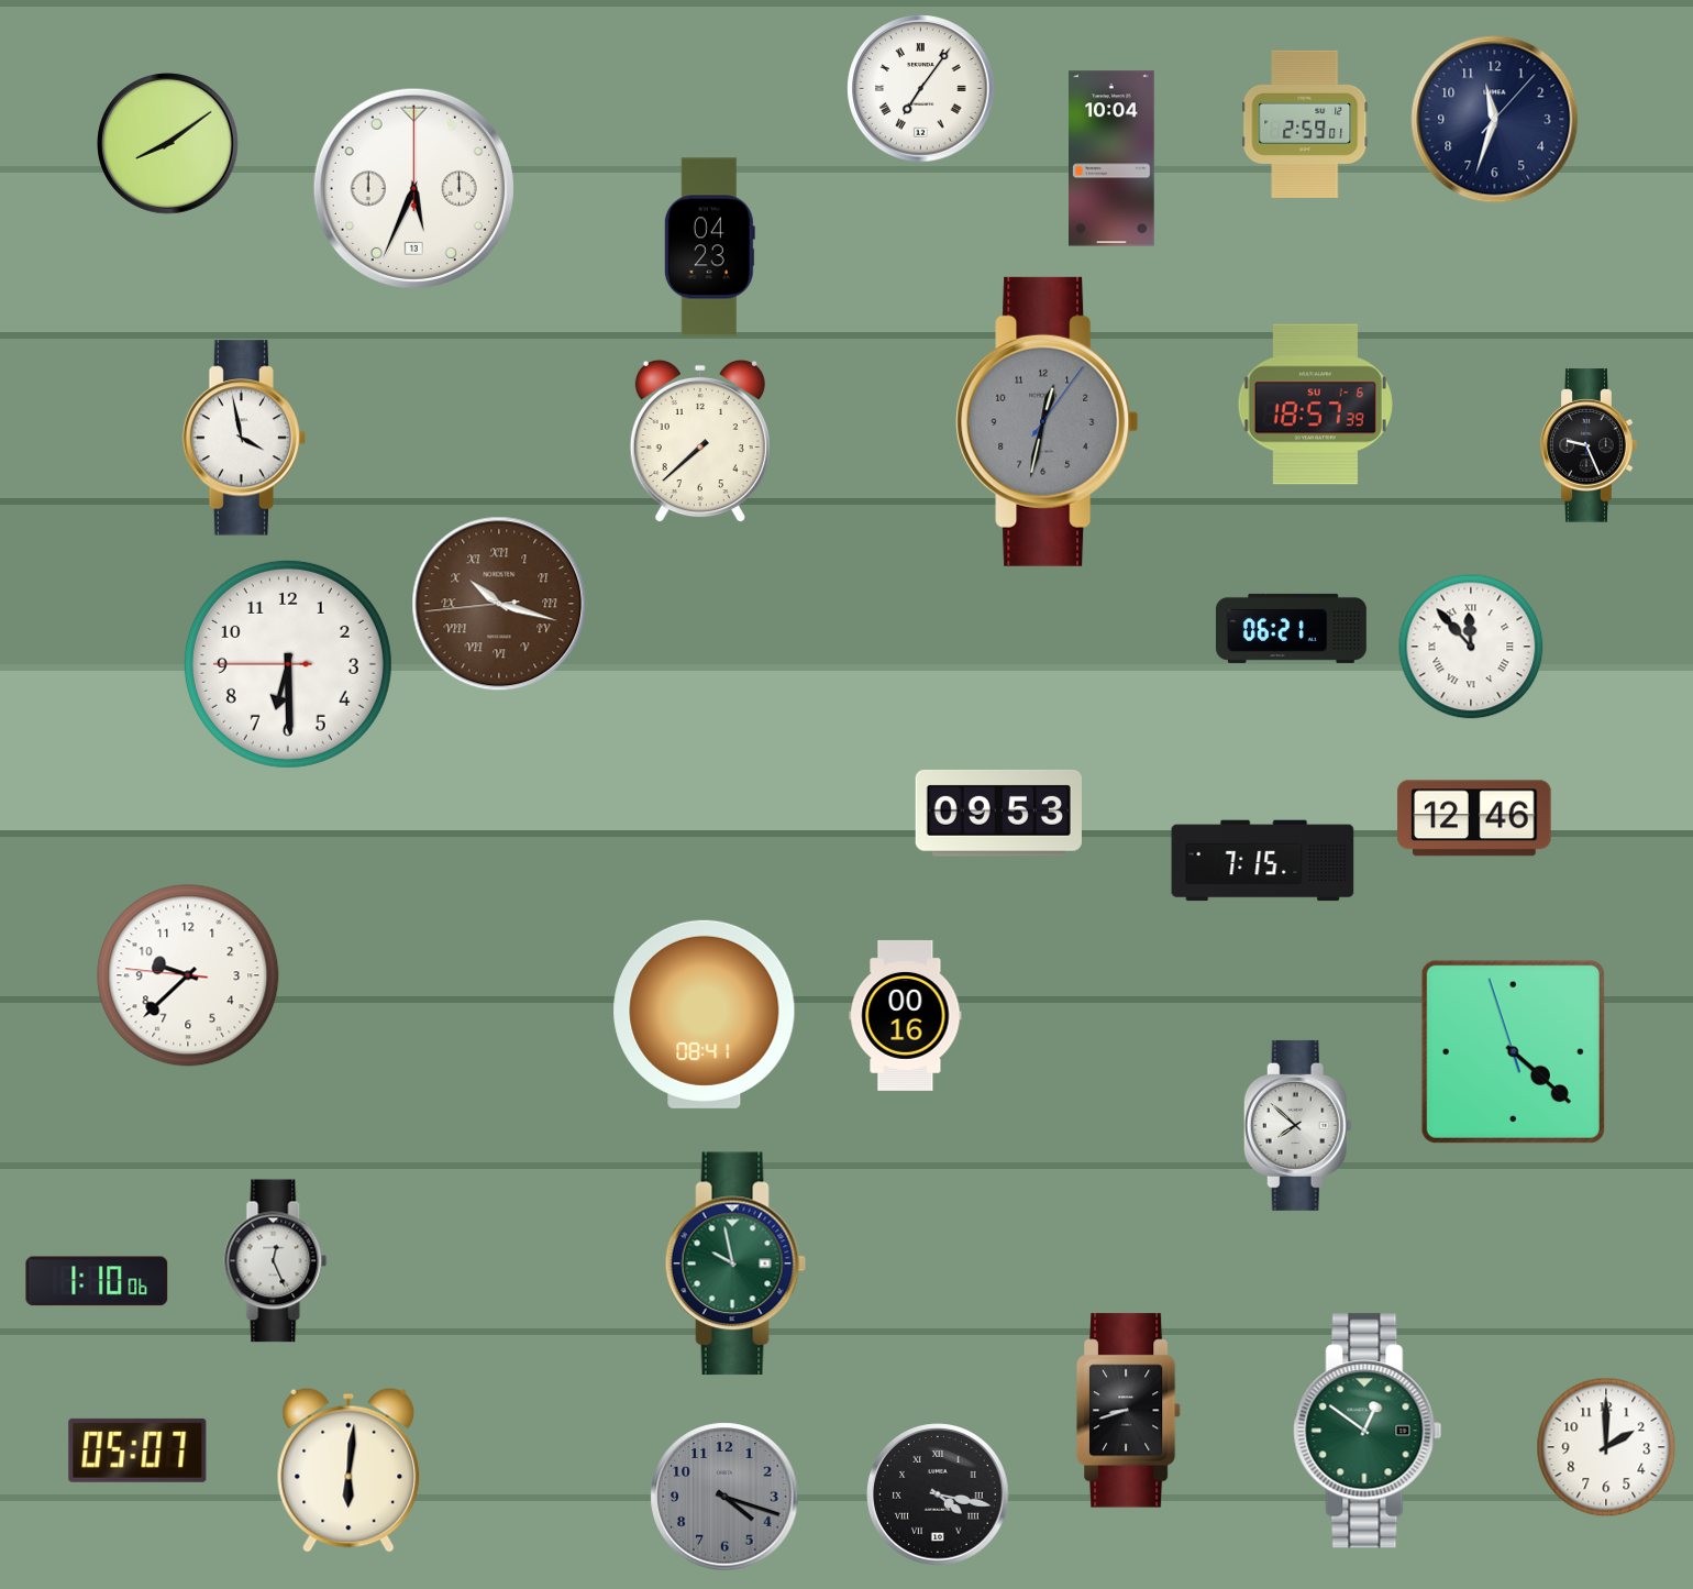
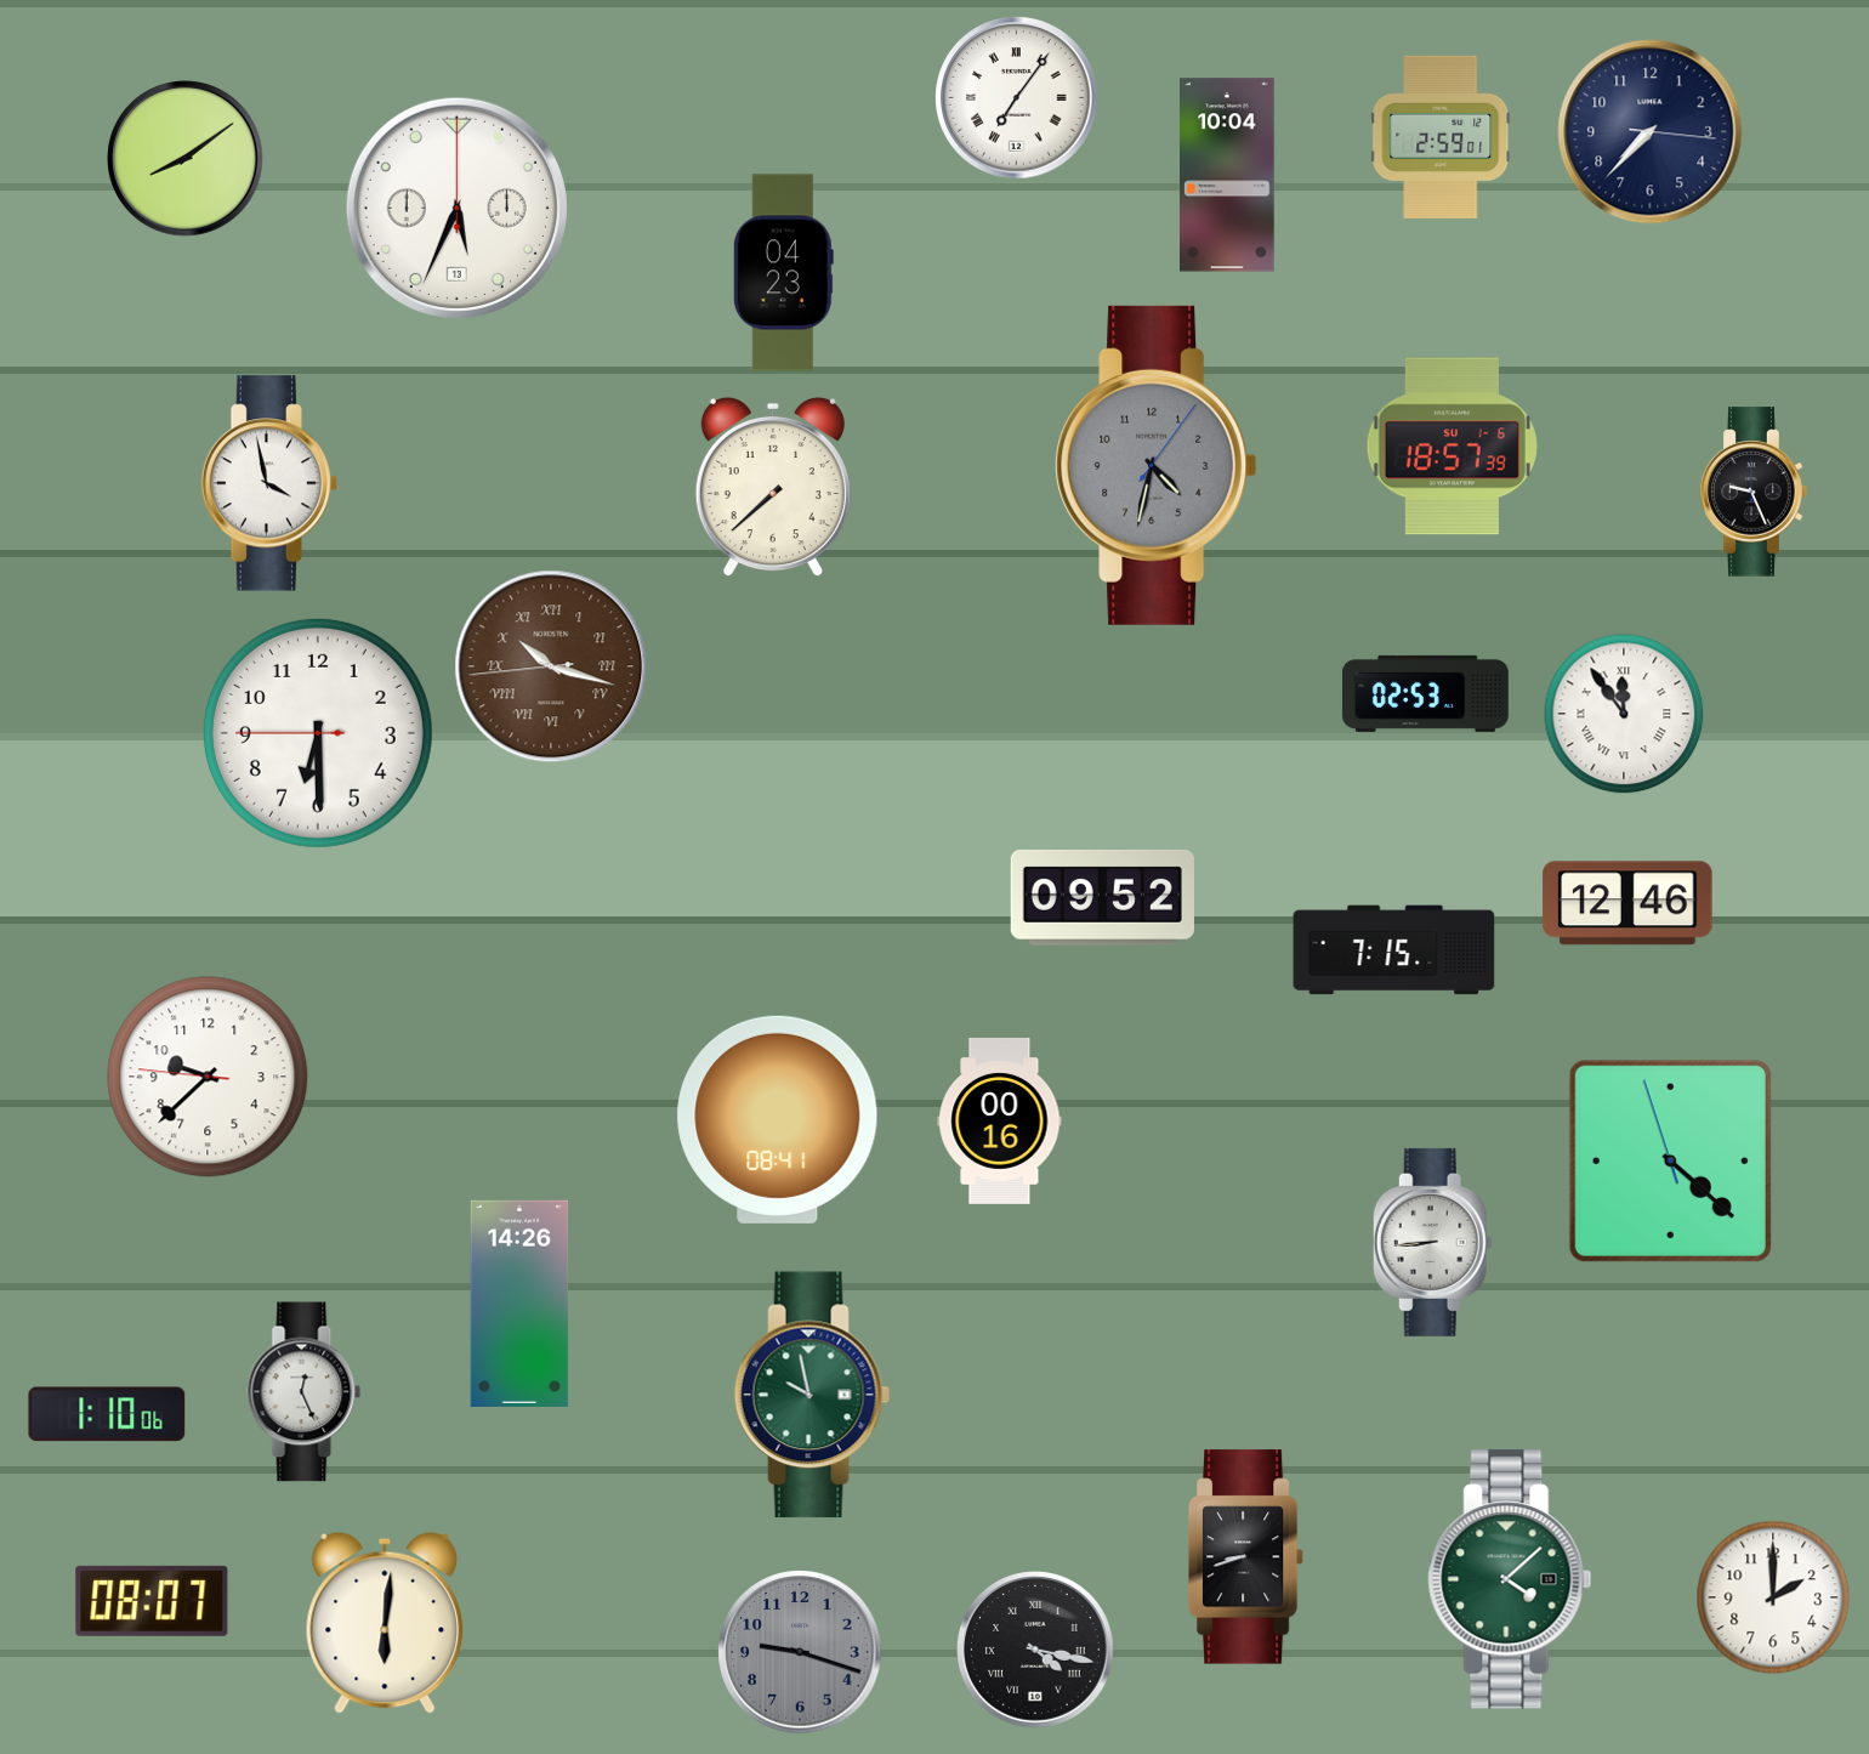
clock at (1495, 120): 11:33 -> 7:37
clock at (1048, 421): 12:32 -> 4:32
clock at (1291, 628): 06:21 -> 02:53
clock at (1471, 647): 11:53 -> 11:54
clock at (998, 813): 09:53 -> 09:52
clock at (1297, 1125): 7:52 -> 8:44
clock at (519, 1304): none -> 14:26
clock at (1368, 1431): 12:51 -> 4:08
clock at (137, 1450): 05:07 -> 08:07
clock at (724, 1497): 4:18 -> 9:18
